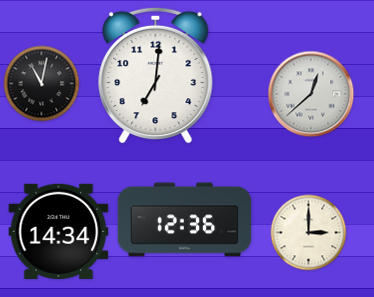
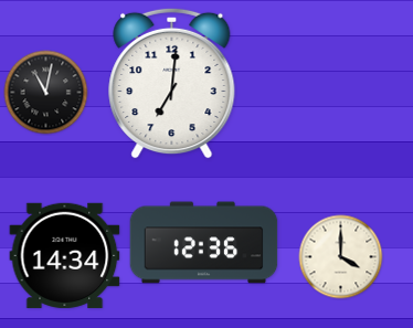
clock at (311, 94): 12:38 -> none
clock at (309, 233): 3:00 -> 4:00
